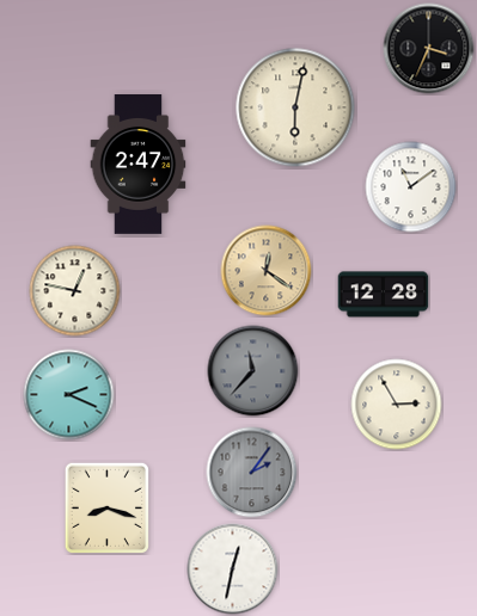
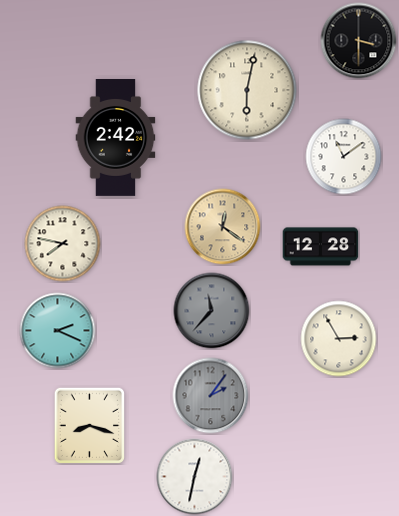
clock at (429, 49): 3:34 -> 3:30
clock at (139, 165): 2:47 -> 2:42
clock at (75, 291): 12:47 -> 7:47
clock at (397, 405) position: (397, 405) -> (339, 339)
